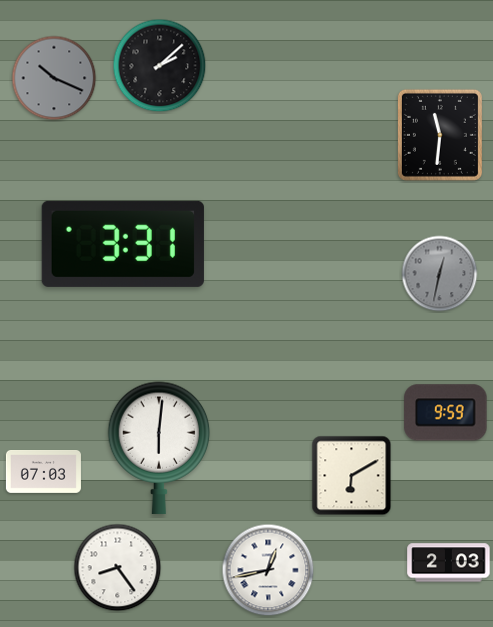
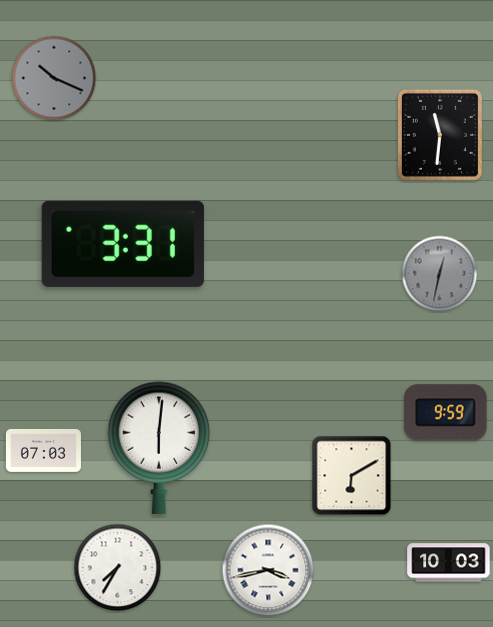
clock at (160, 66): 2:08 -> none
clock at (43, 472) position: (43, 472) -> (43, 451)
clock at (449, 563): 2:03 -> 10:03
clock at (118, 568): 8:24 -> 7:35
clock at (268, 570): 12:43 -> 3:43
